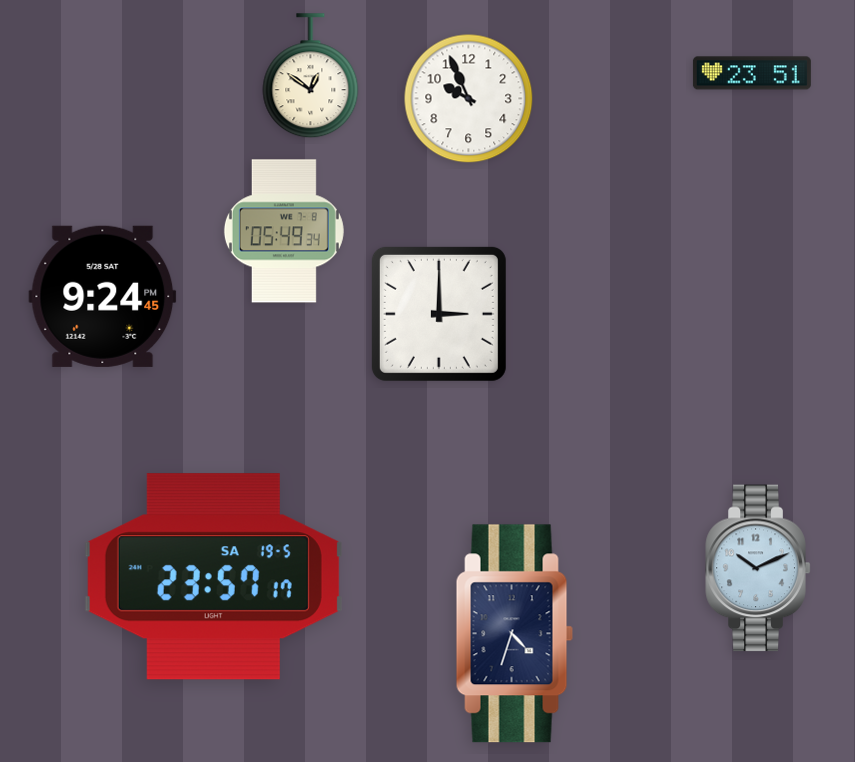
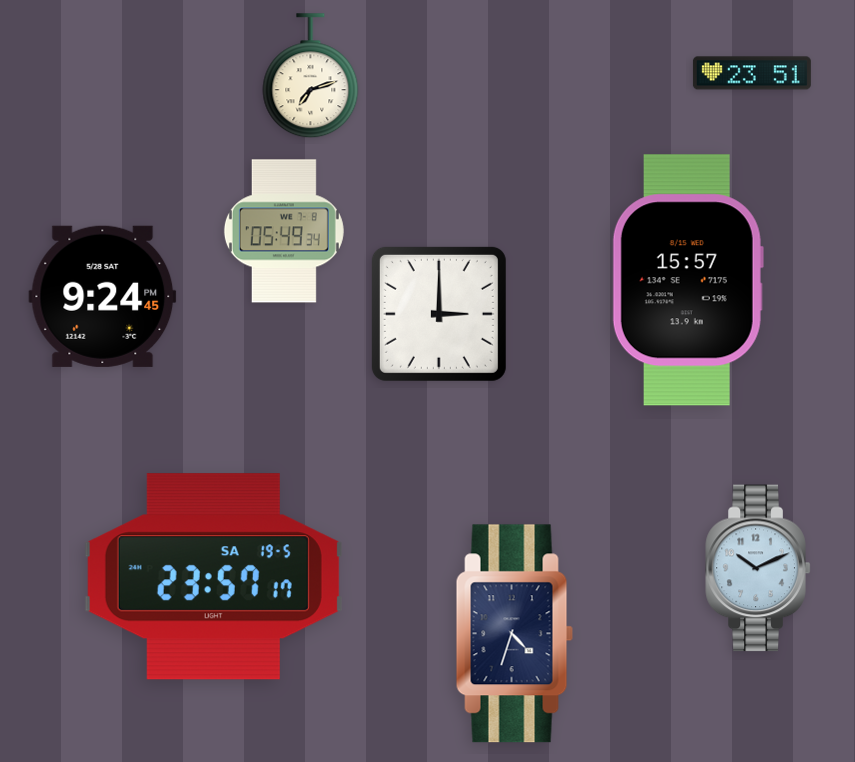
clock at (311, 76): 12:51 -> 7:12
clock at (469, 99): 9:56 -> none
clock at (688, 280): none -> 15:57
